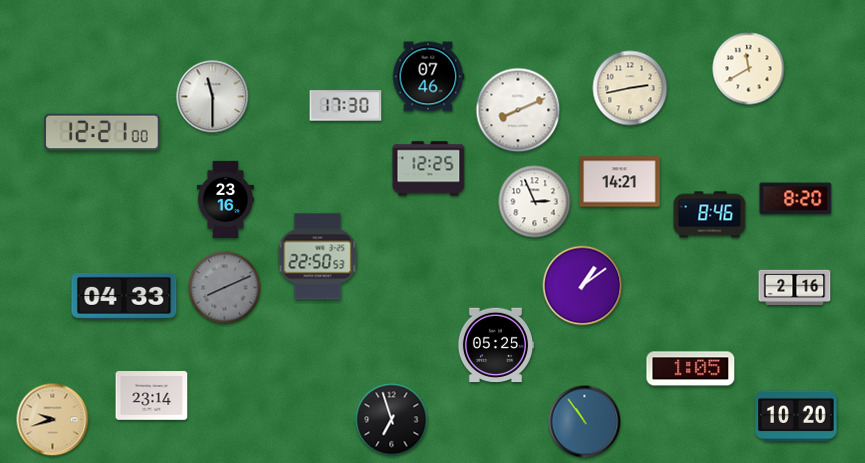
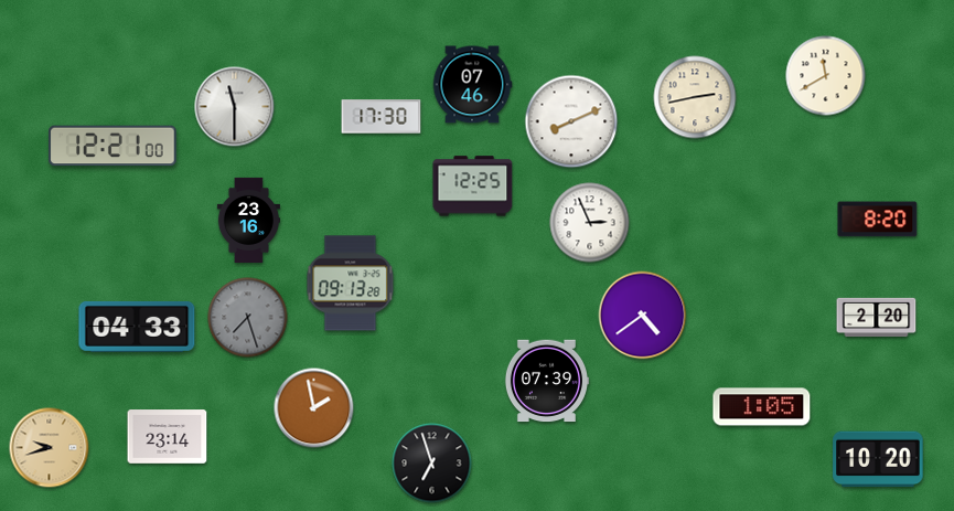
clock at (620, 182): 14:21 -> none
clock at (710, 215): 8:46 -> none
clock at (318, 257): 22:50 -> 09:13
clock at (583, 286): 1:09 -> 4:39
clock at (795, 287): 2:16 -> 2:20
clock at (225, 288): 8:11 -> 7:27
clock at (496, 345): 05:25 -> 07:39
clock at (314, 408): none -> 1:58
clock at (53, 420) position: (53, 420) -> (50, 448)
clock at (585, 422): 10:54 -> none
